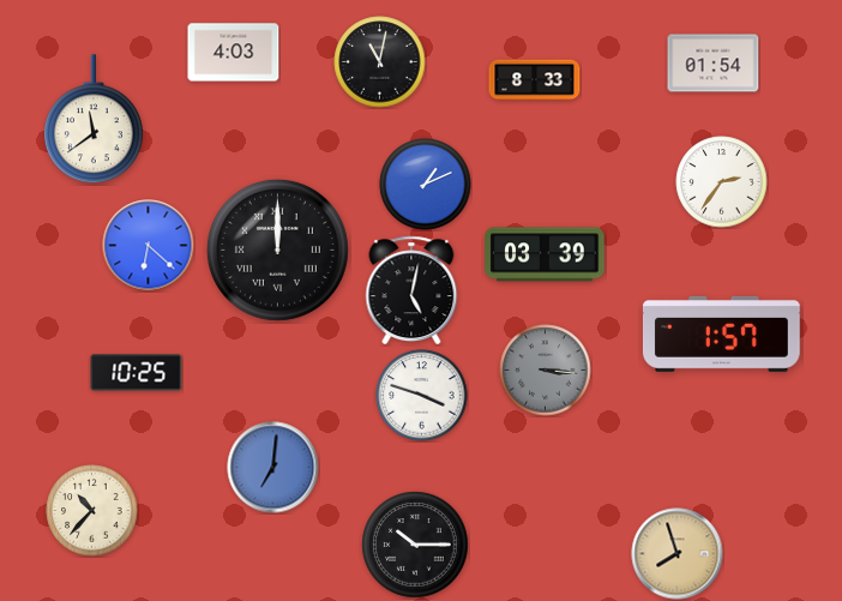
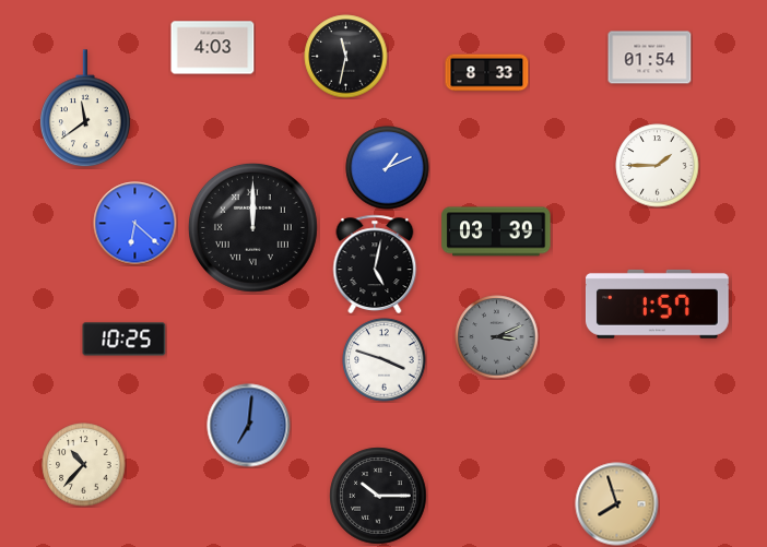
clock at (380, 62): 11:02 -> 11:32
clock at (722, 182): 2:36 -> 1:45
clock at (546, 371): 3:16 -> 3:11
